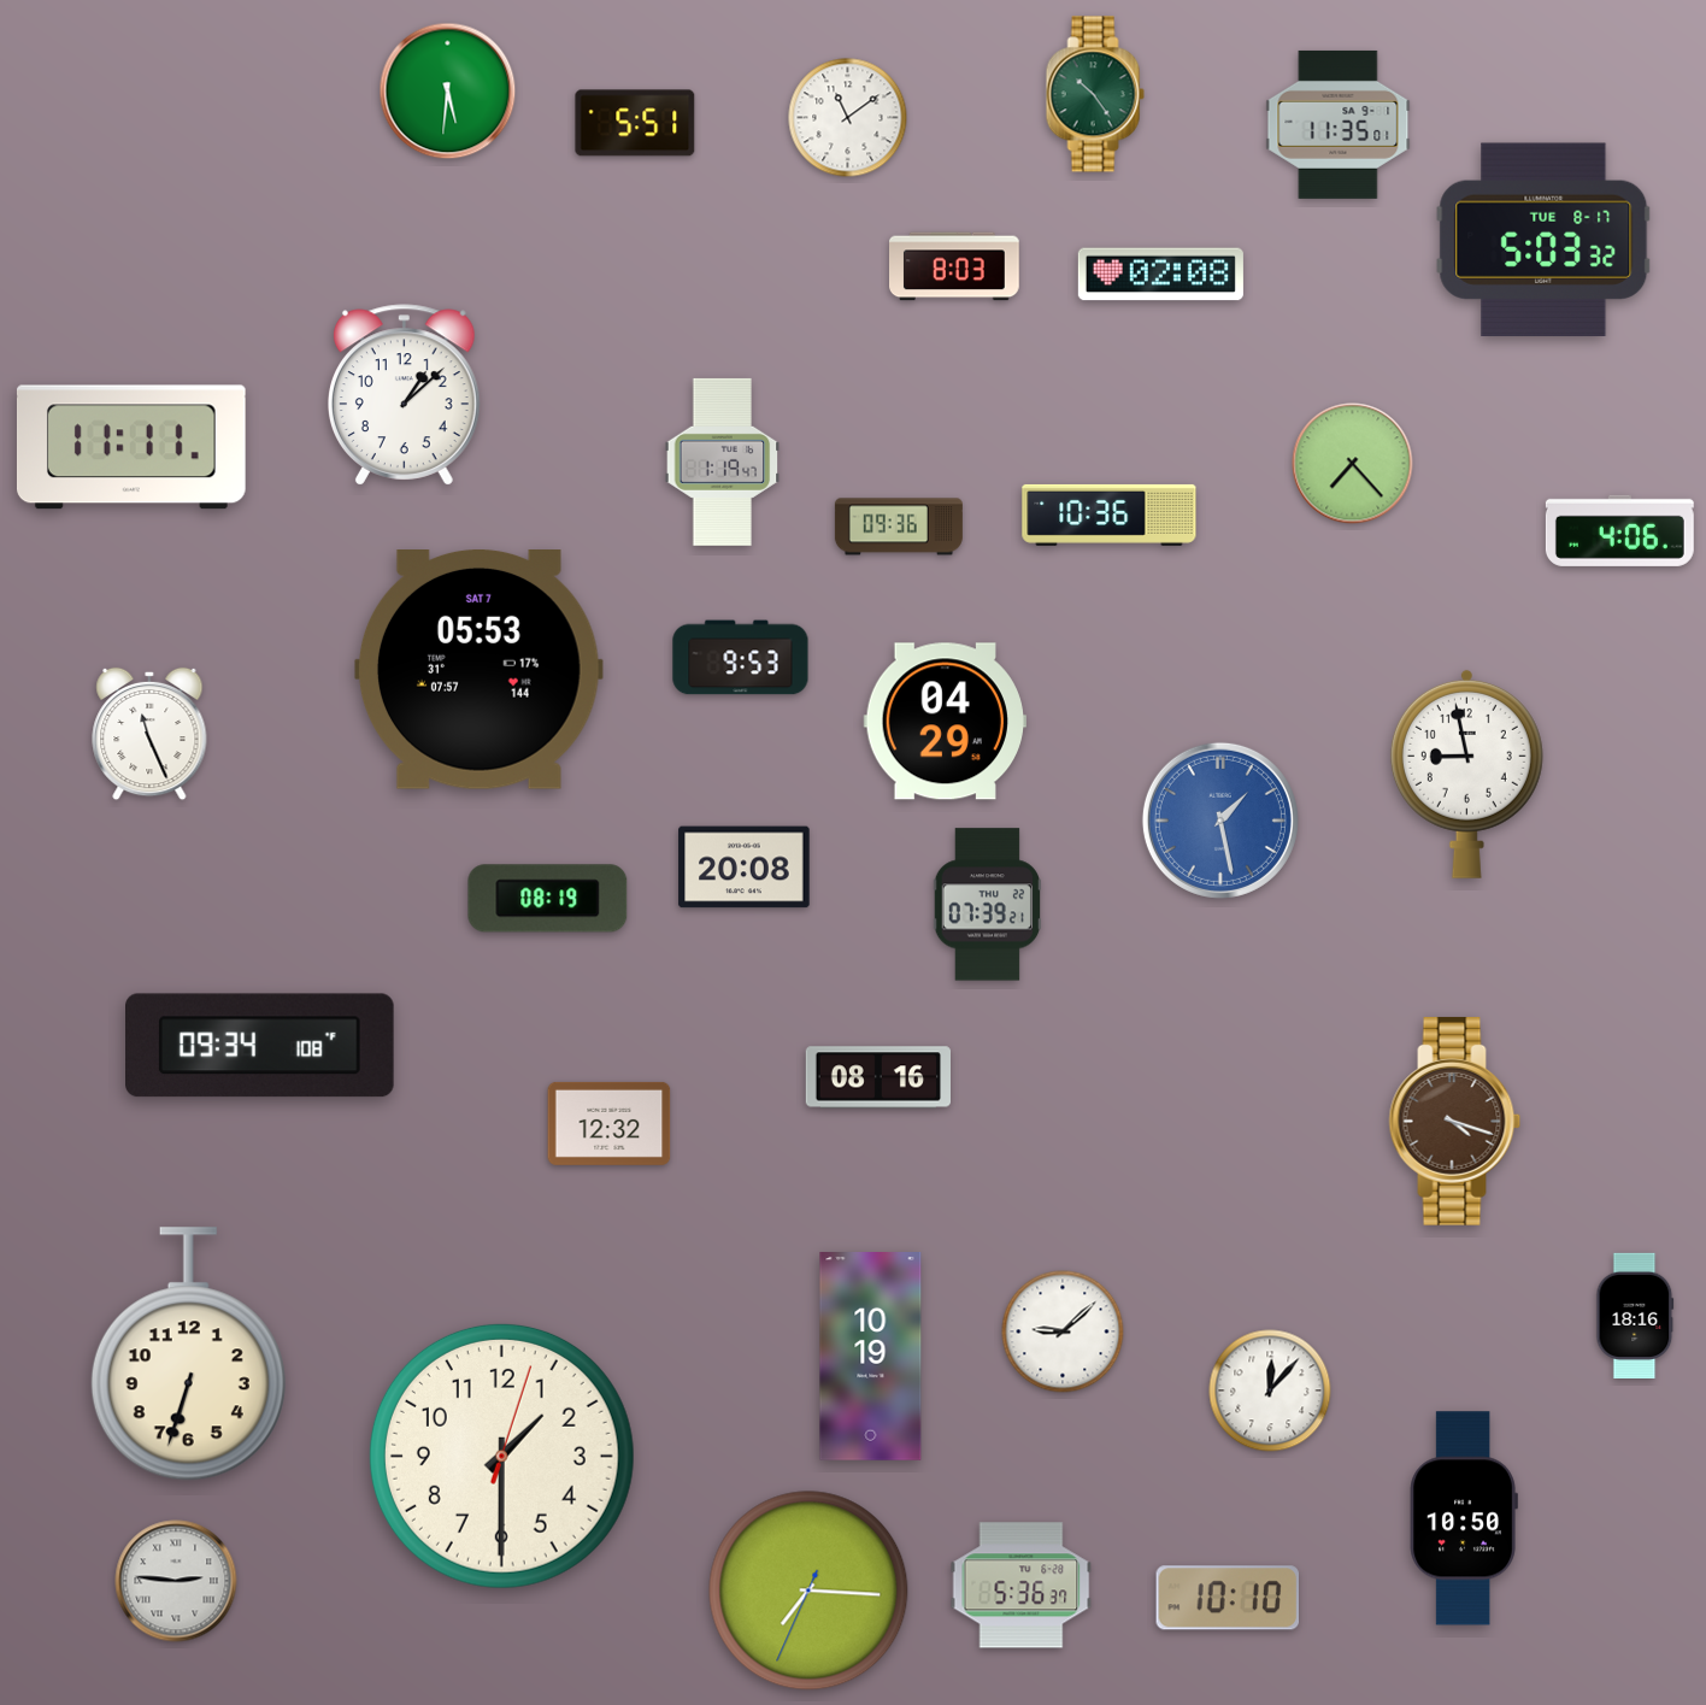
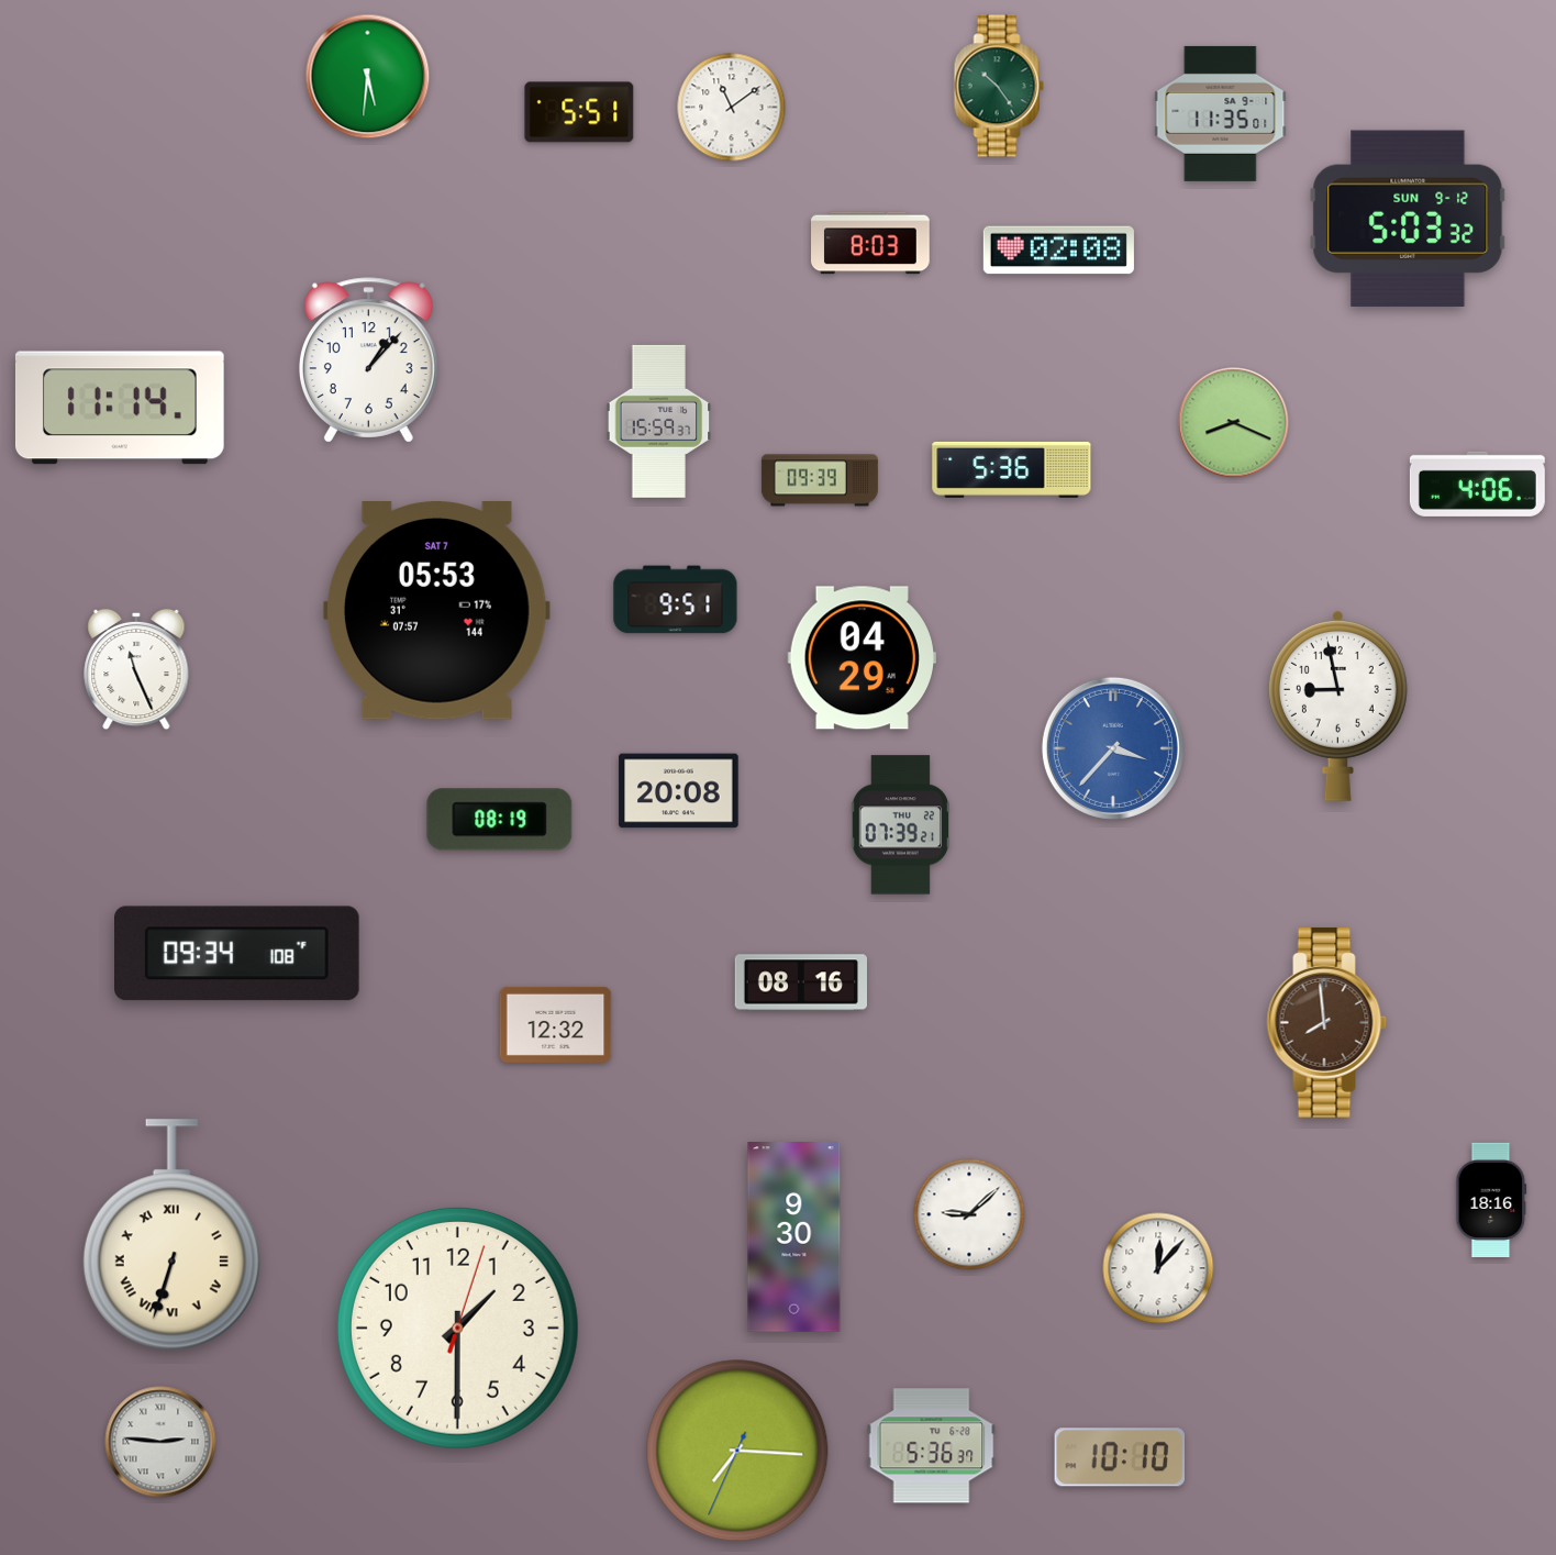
clock at (448, 92) position: (448, 92) -> (368, 77)
clock at (848, 118) position: (848, 118) -> (732, 108)
clock at (1543, 239) date: TUE 8-17 -> SUN 9-12
clock at (404, 395): 1:08 -> 1:07
clock at (131, 447): 11:11 -> 11:14
clock at (723, 461): 1:19 -> 15:59
clock at (1353, 464): 7:23 -> 8:19
clock at (1110, 515): 10:36 -> 5:36
clock at (899, 527): 09:36 -> 09:39
clock at (741, 658): 9:53 -> 9:51
clock at (1220, 821): 1:28 -> 3:37
clock at (1455, 1121): 4:18 -> 7:59
clock at (188, 1354) numerals: Arabic -> Roman
clock at (871, 1357): 10:19 -> 9:30
clock at (1464, 1518): 10:50 -> none
